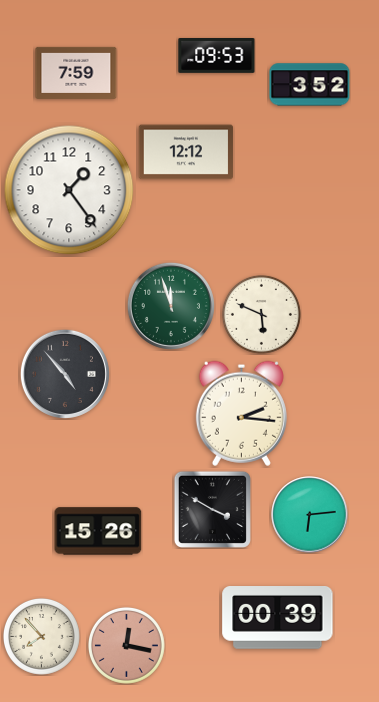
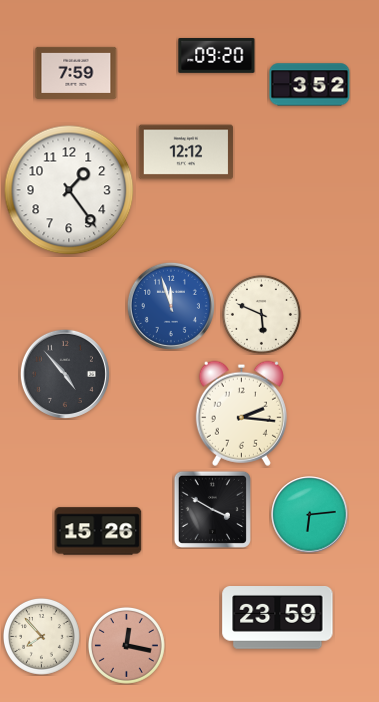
clock at (217, 56): 09:53 -> 09:20
clock at (171, 306) dial: green -> blue
clock at (278, 618): 00:39 -> 23:59
